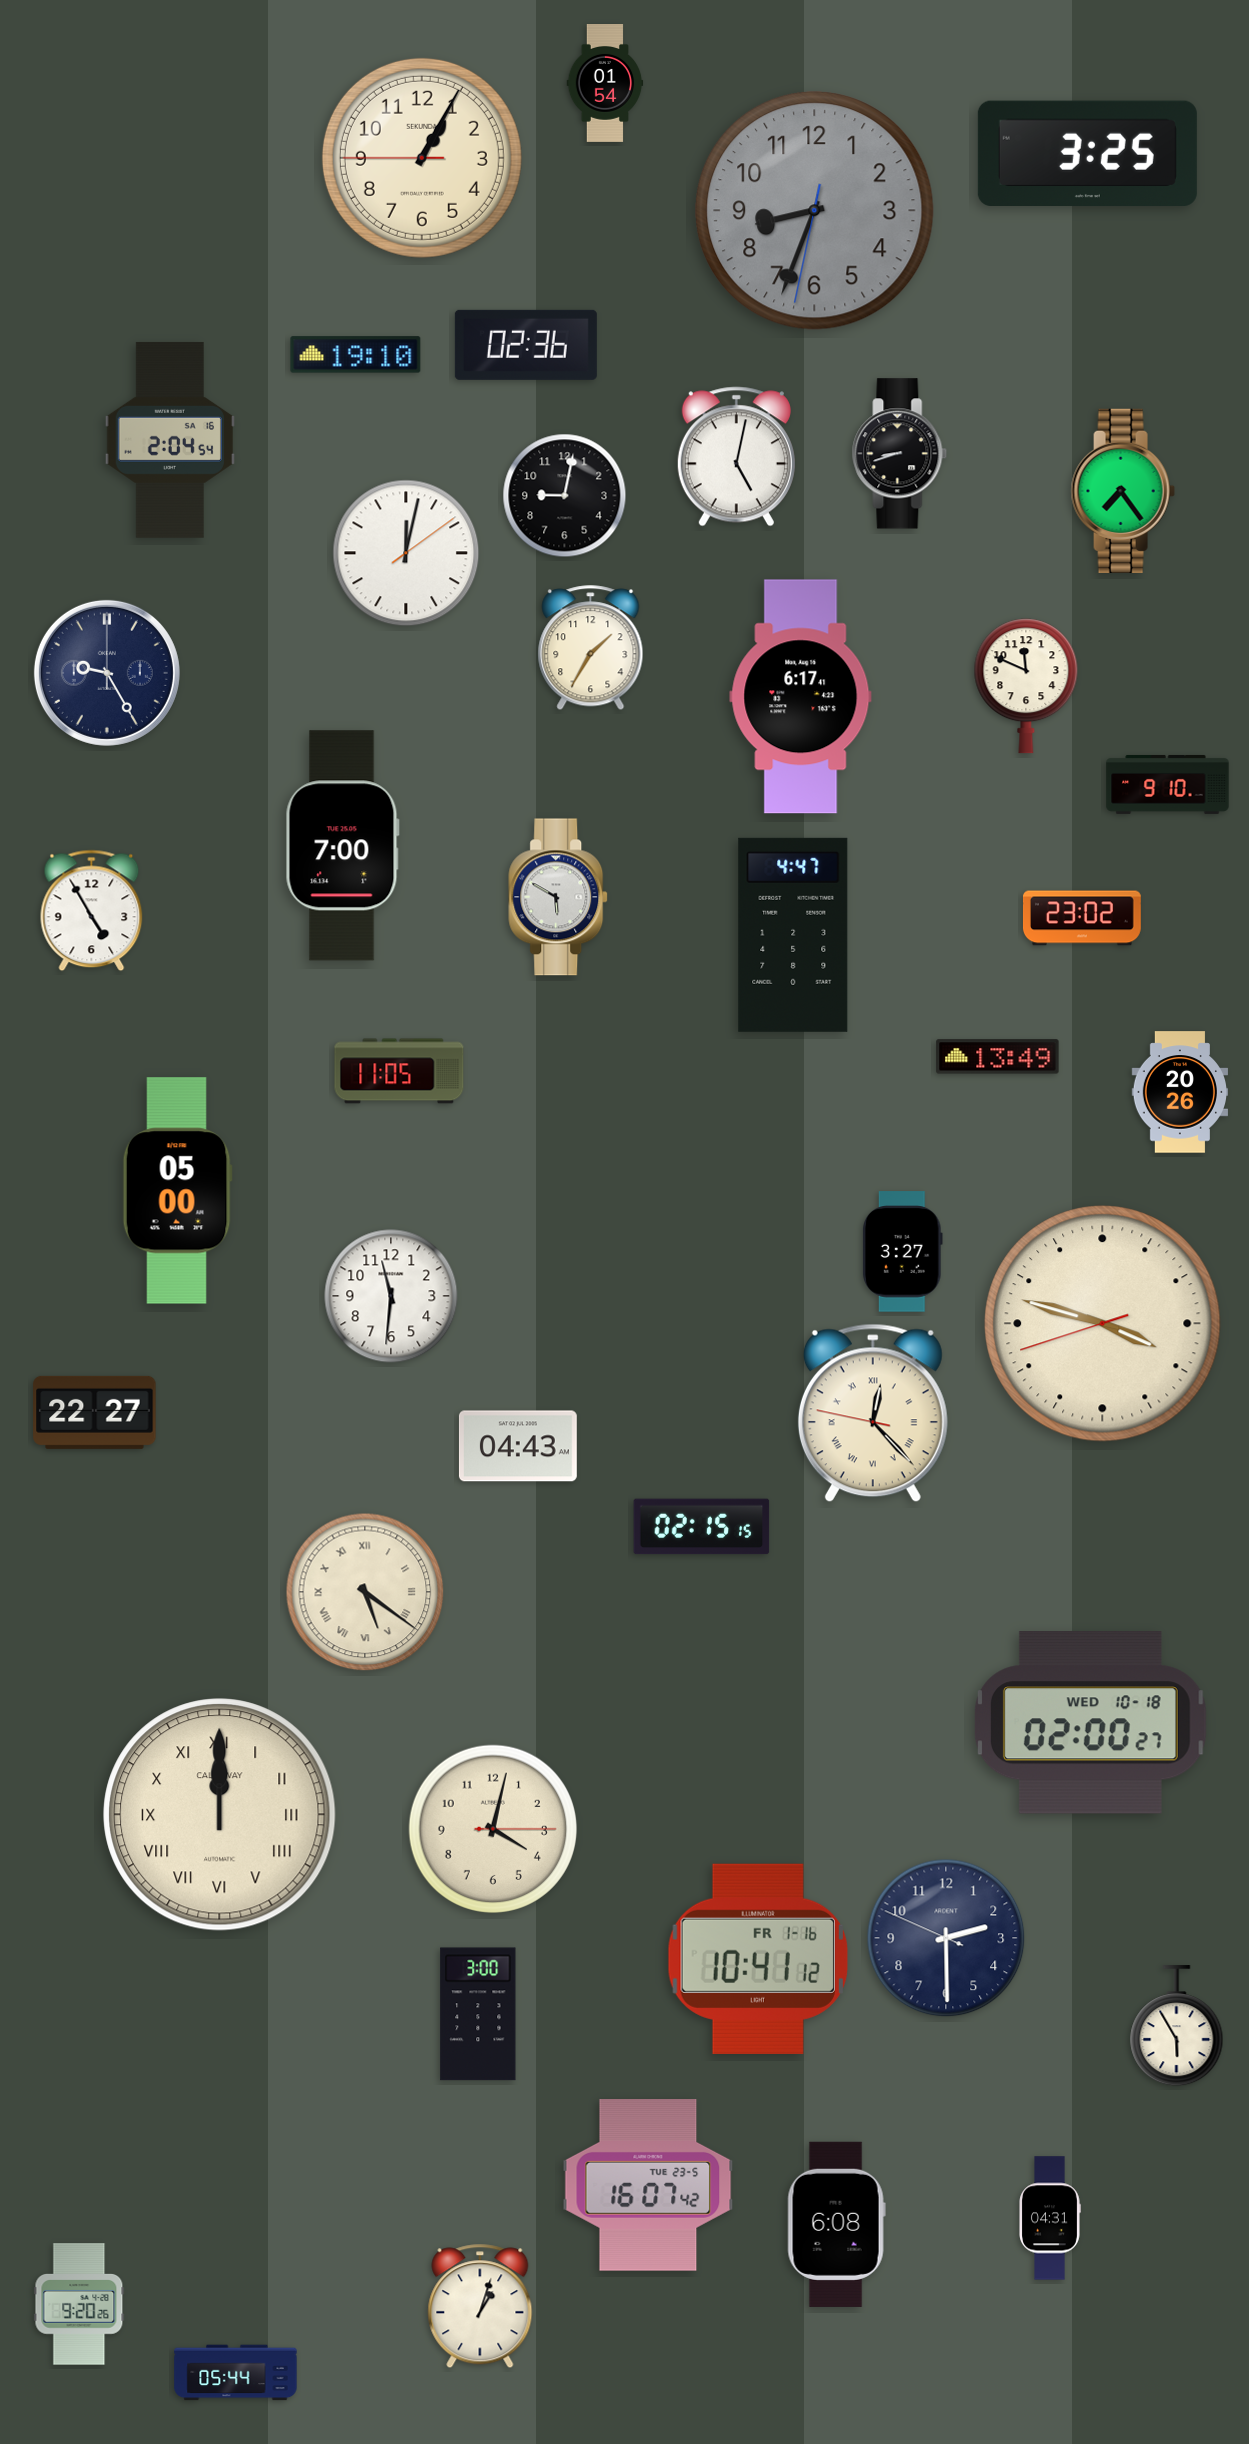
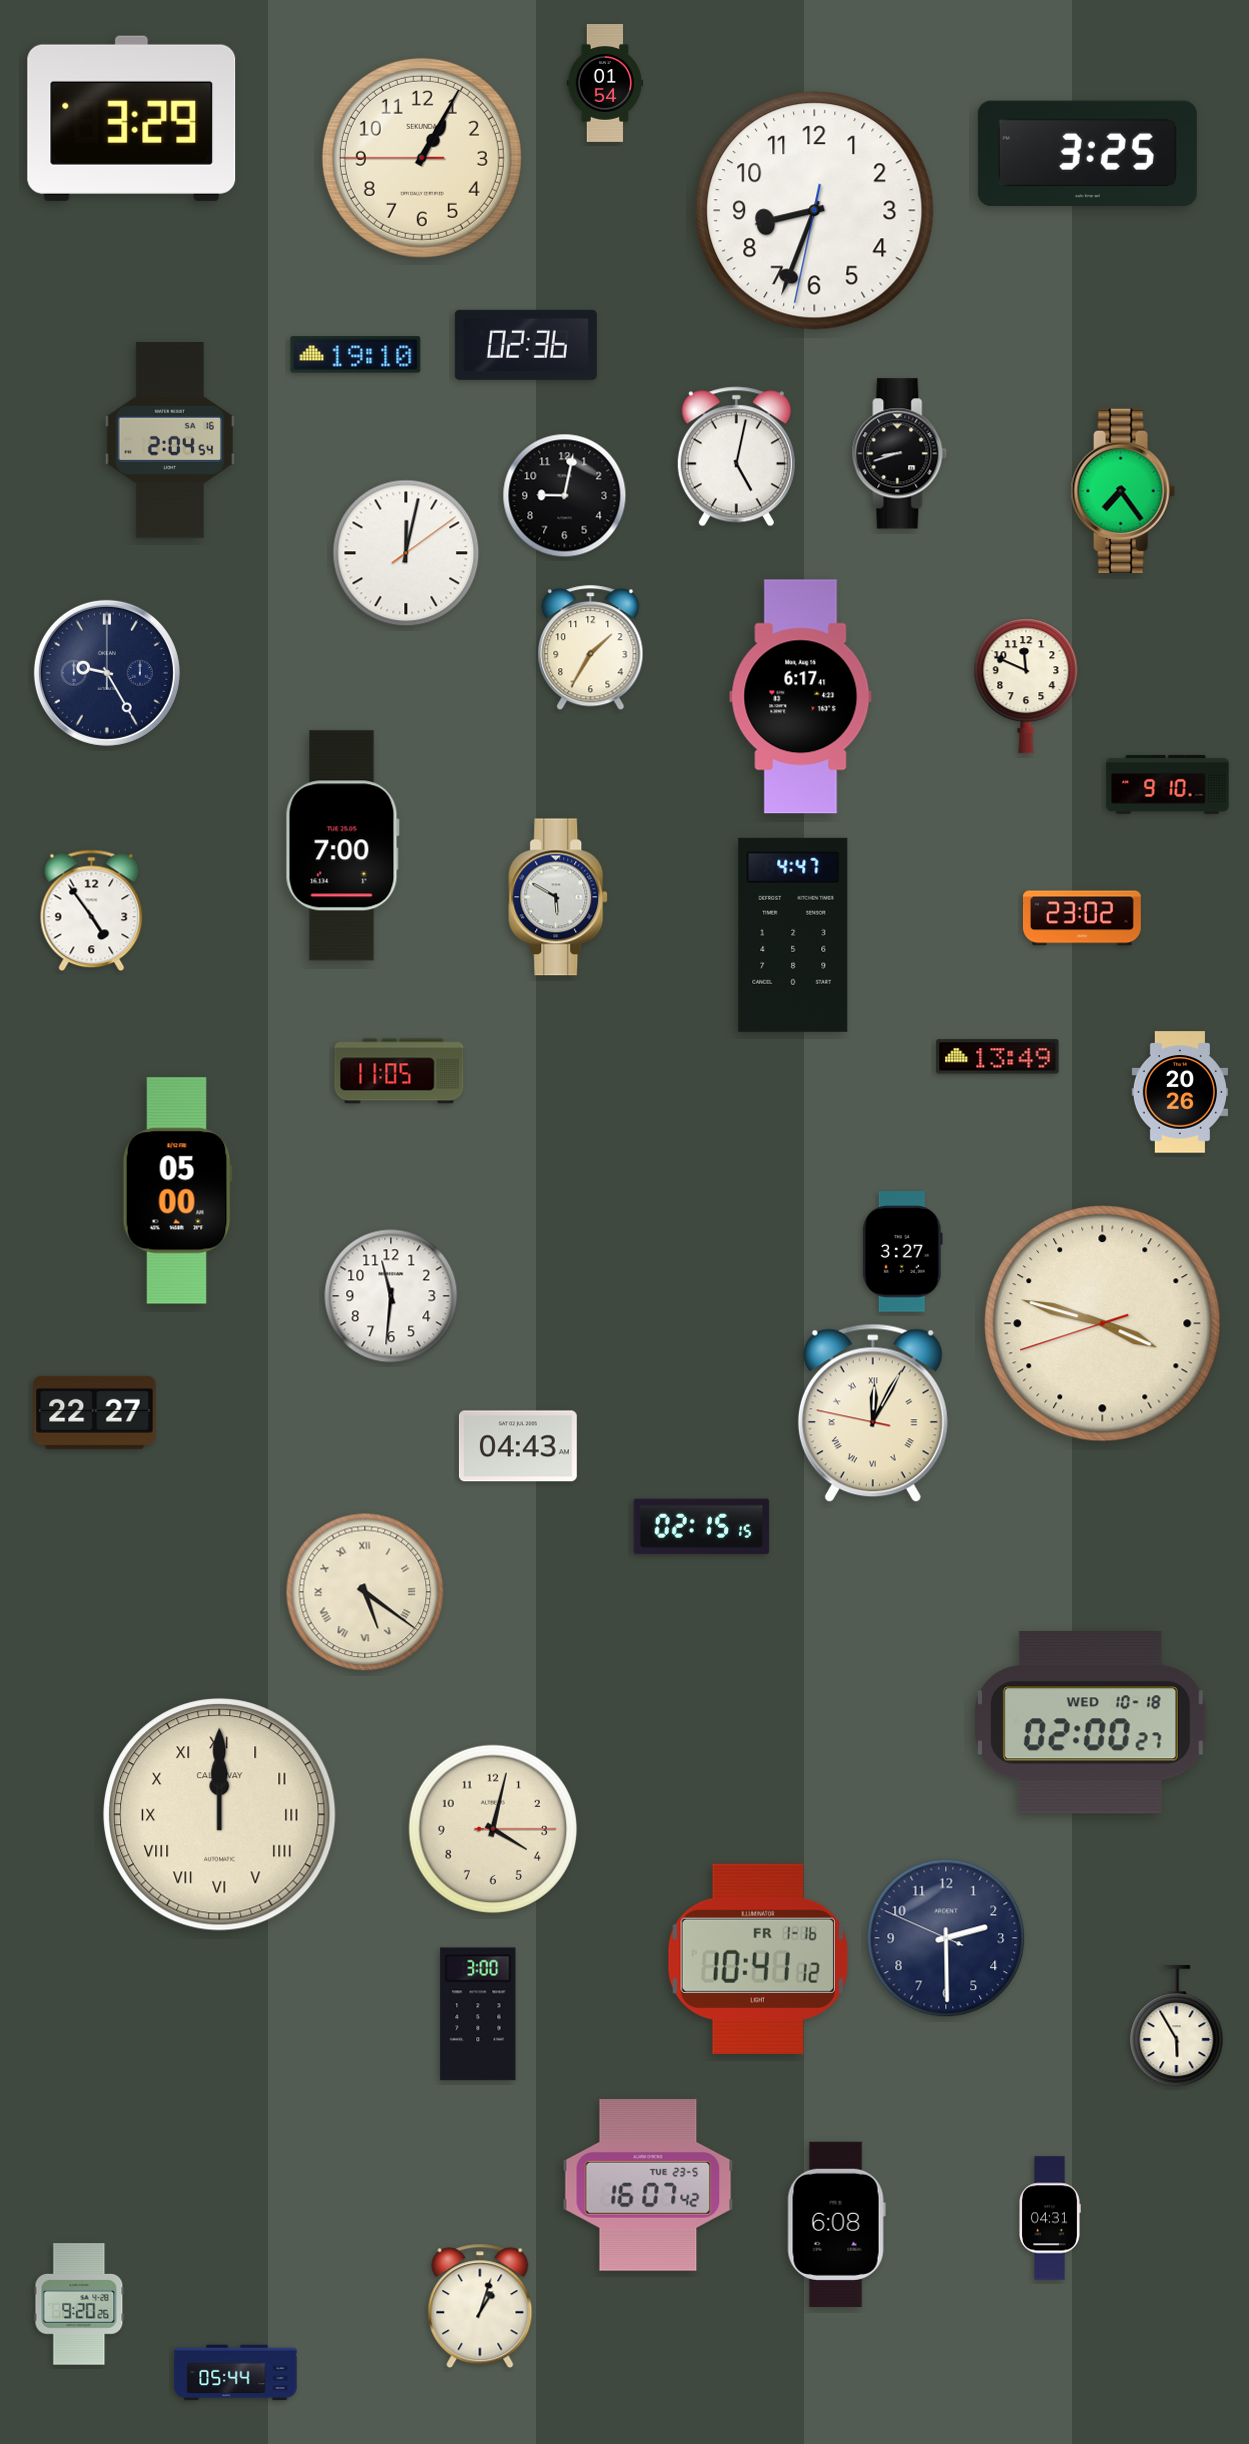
clock at (132, 118): none -> 3:29
clock at (815, 211) dial: grey -> white
clock at (92, 911): 4:55 -> 4:54
clock at (873, 1413): 12:22 -> 12:04
